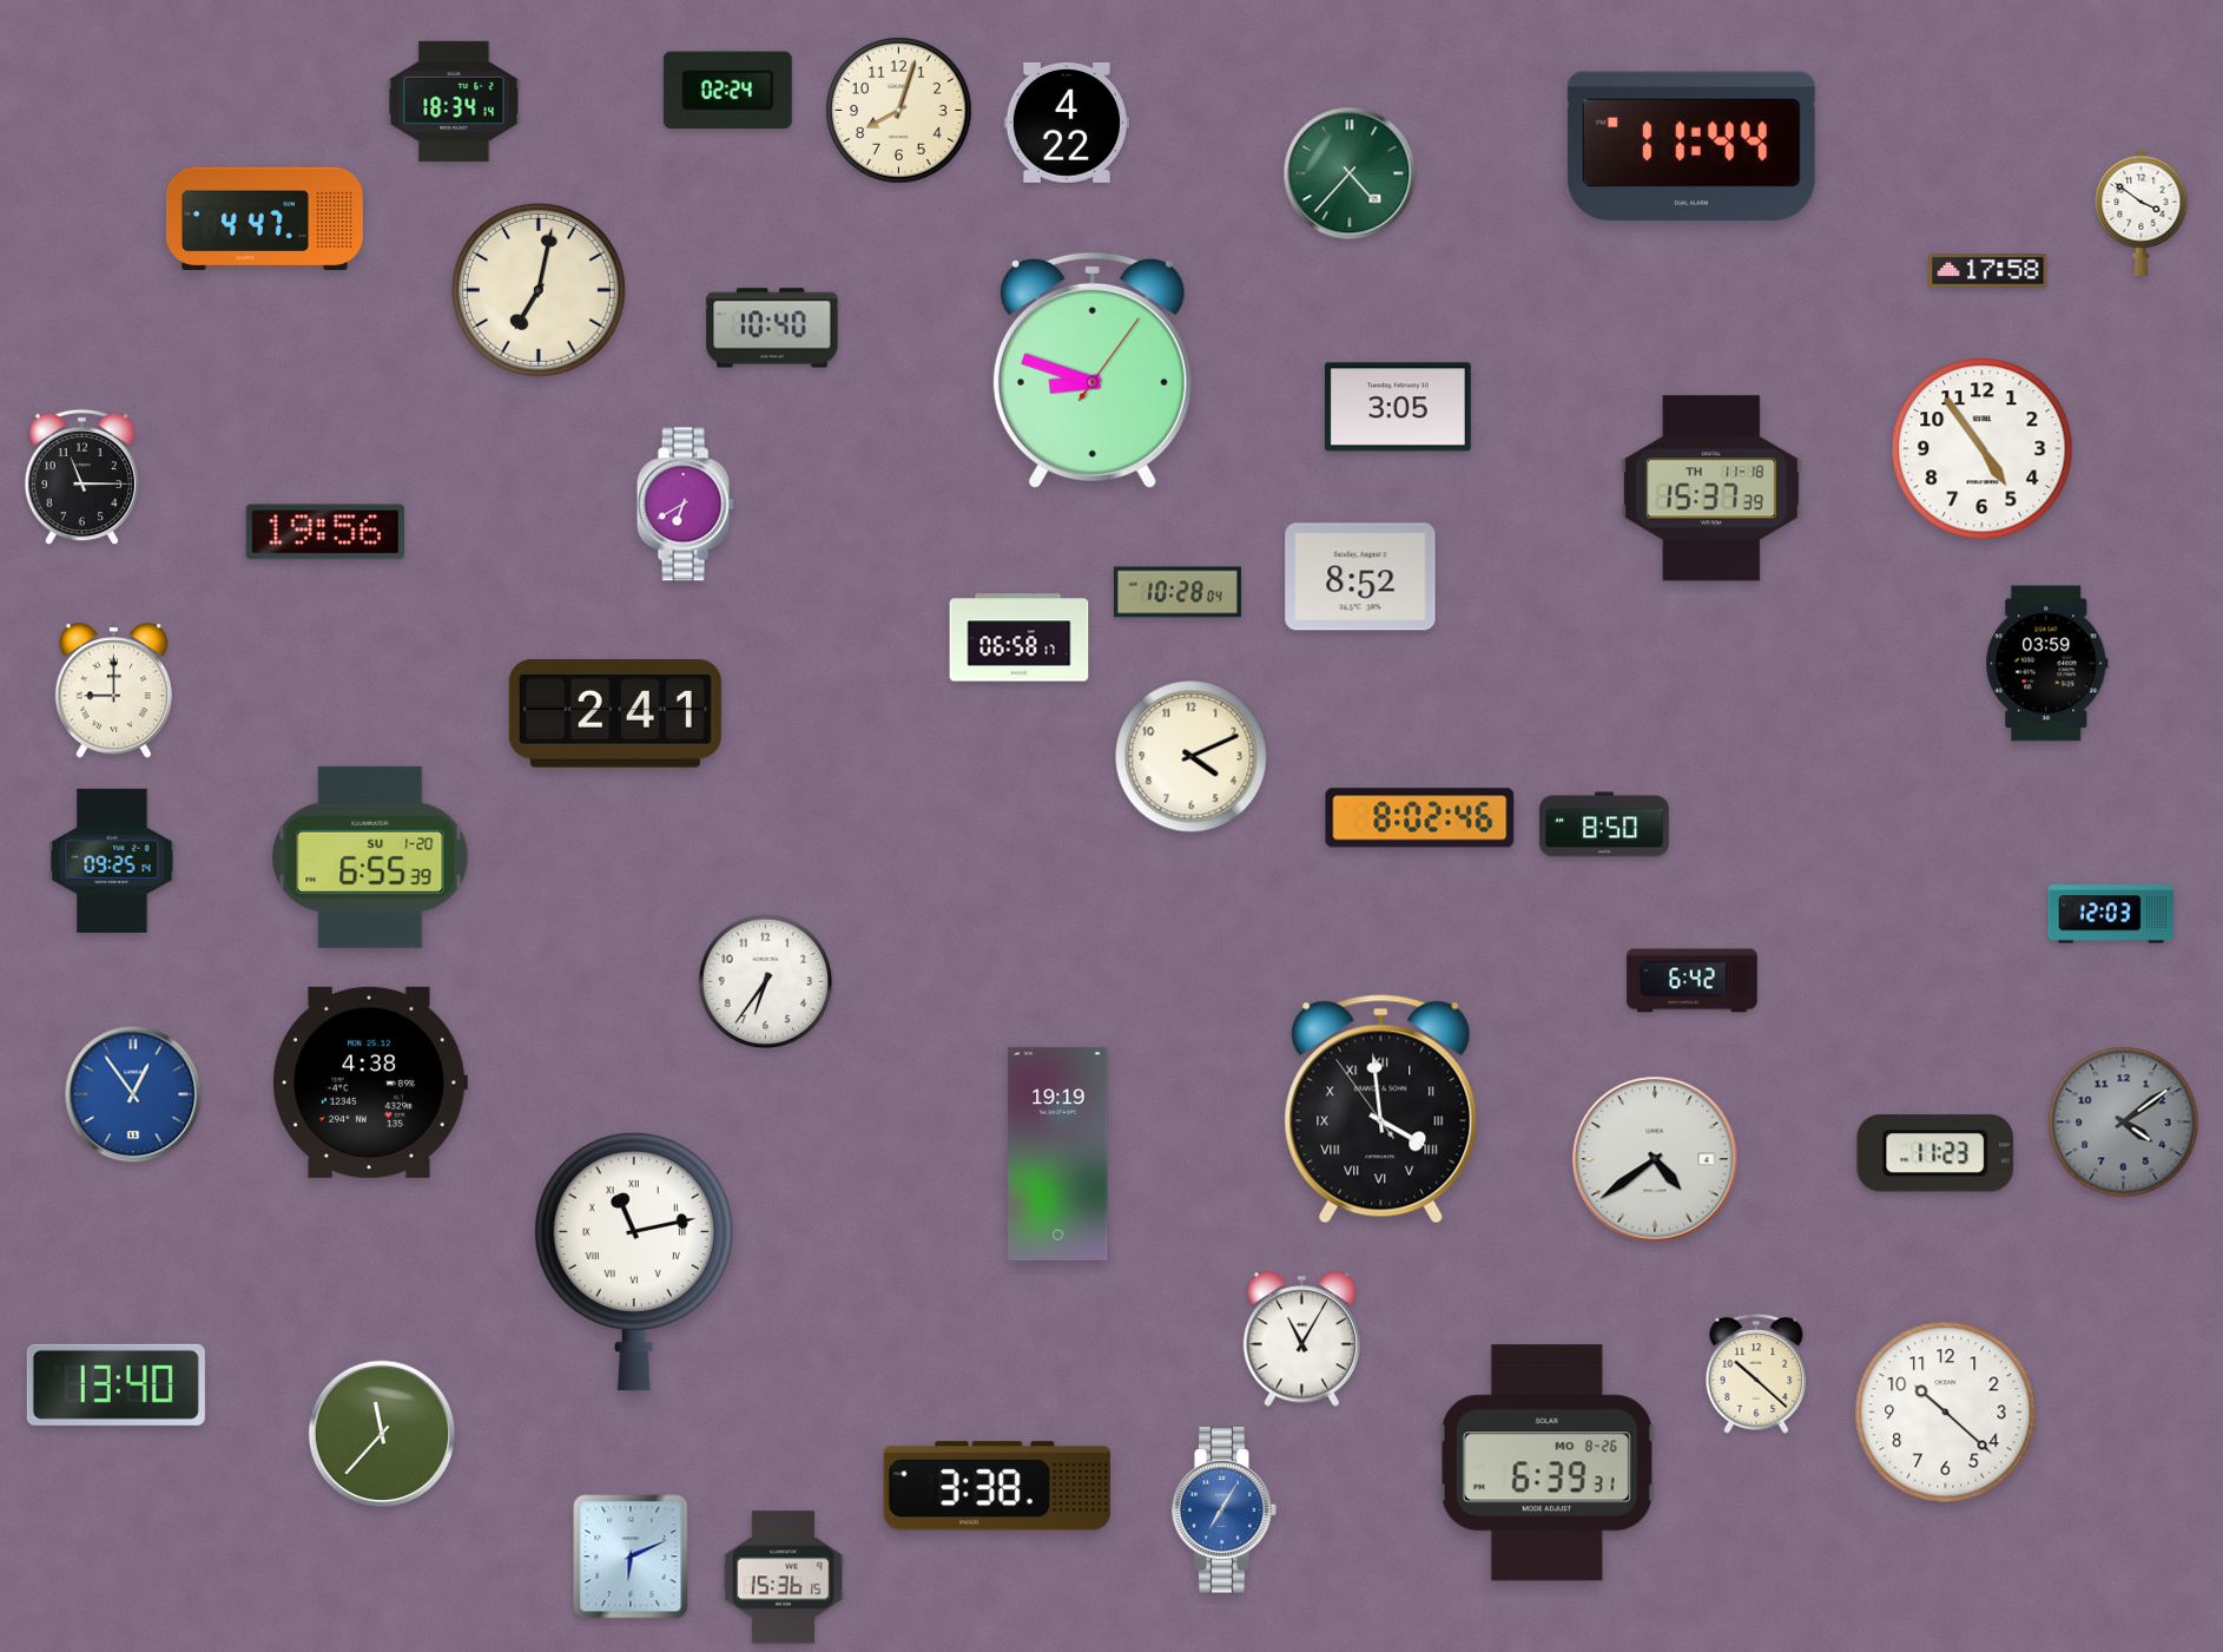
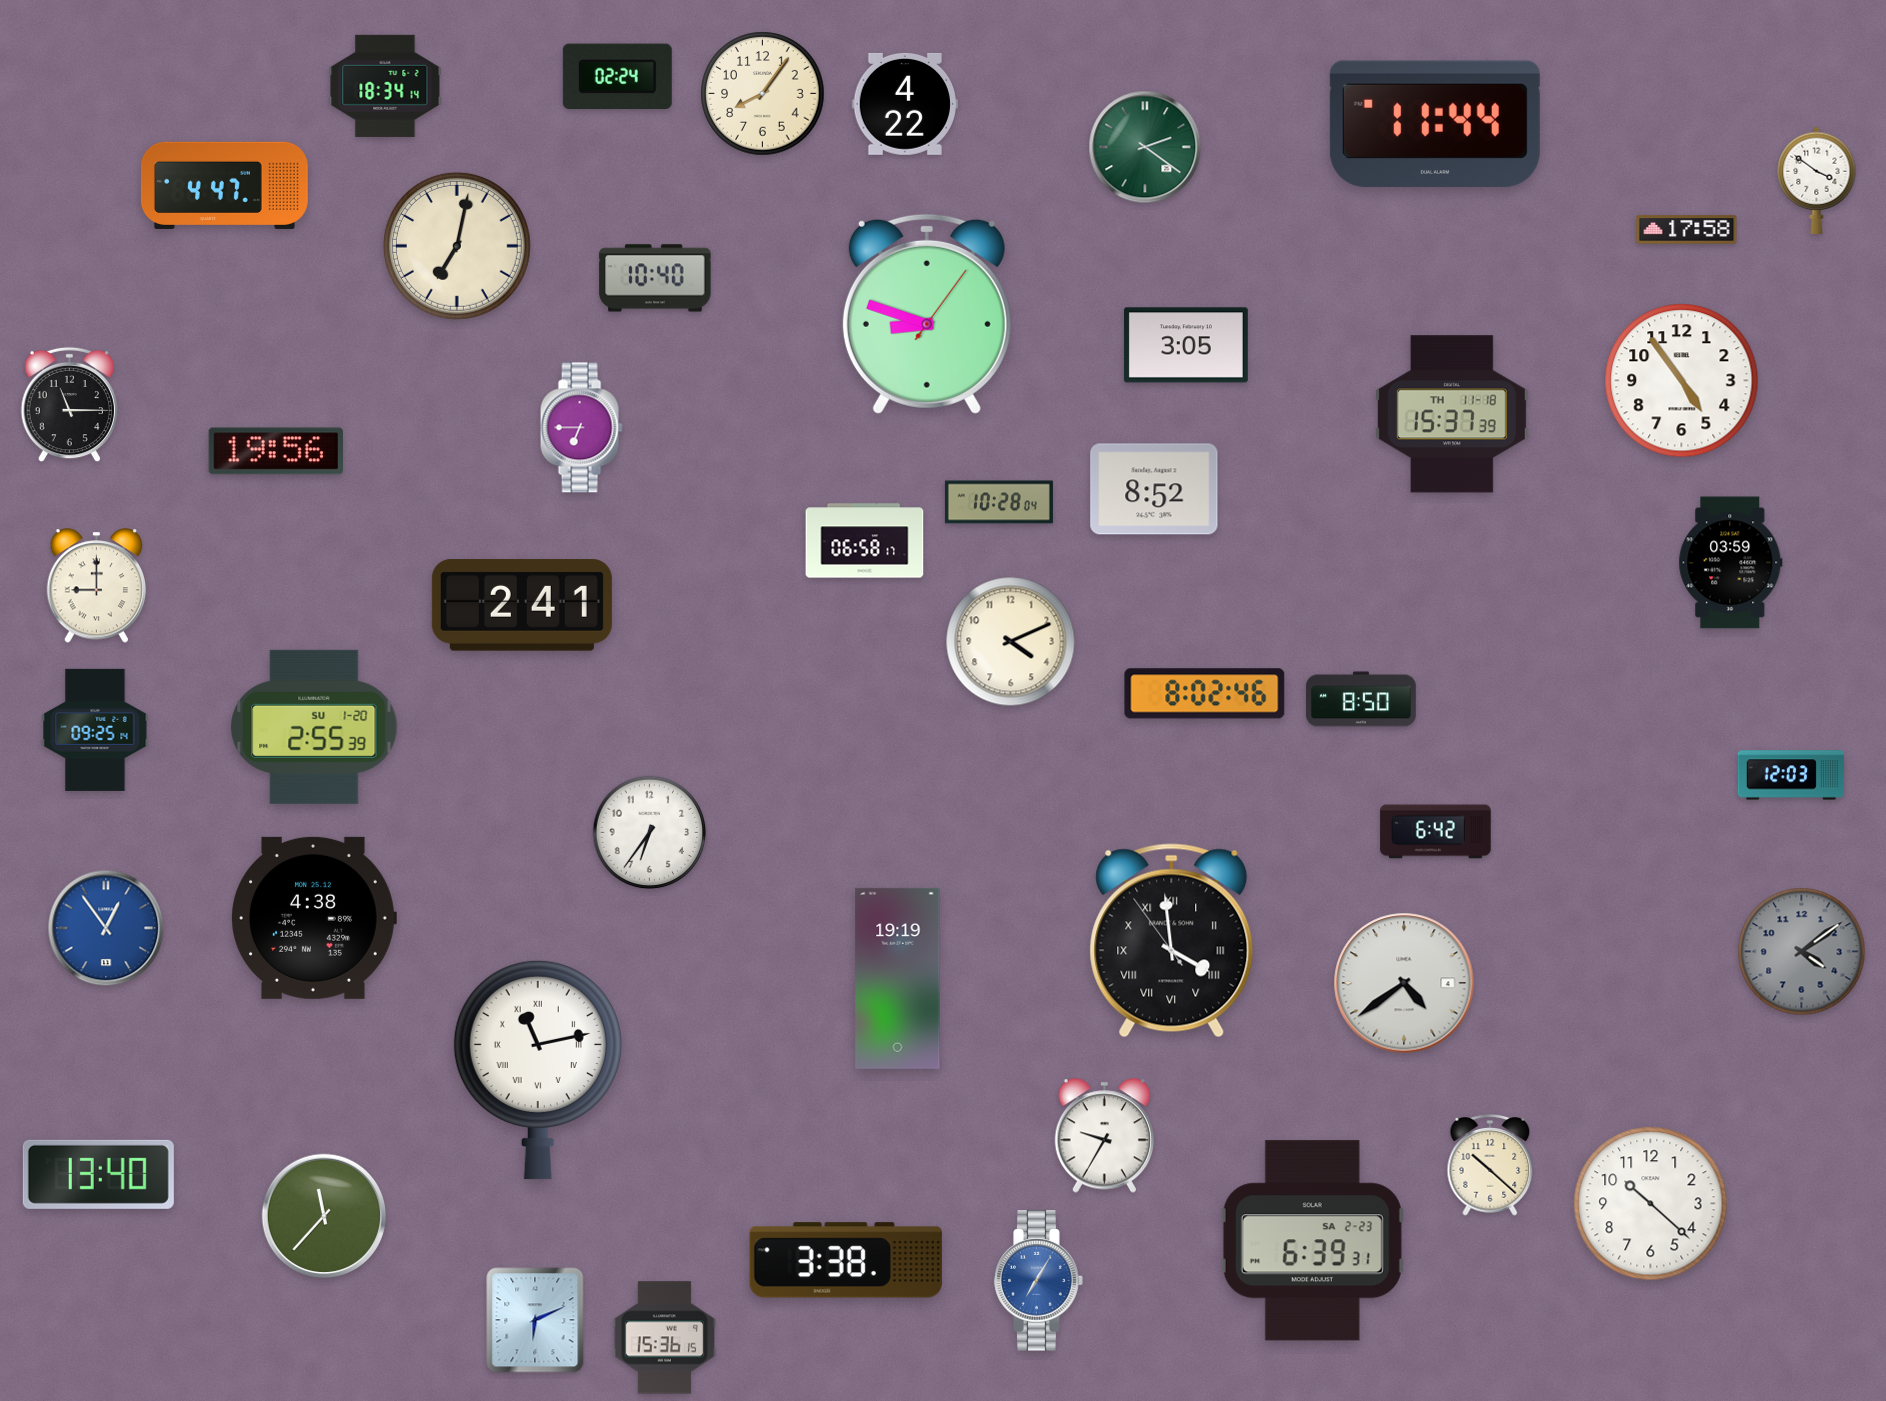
clock at (899, 111): 8:03 -> 8:06
clock at (1350, 173): 4:37 -> 2:21
clock at (685, 505): 6:40 -> 6:45
clock at (2047, 664) position: (2047, 664) -> (1731, 563)
clock at (370, 857): 6:55 -> 2:55
clock at (133, 1094) position: (133, 1094) -> (106, 928)
clock at (1935, 1153): 11:23 -> none
clock at (1302, 1340): 11:05 -> 9:35
clock at (1946, 1413) position: (1946, 1413) -> (1651, 1204)
clock at (1546, 1463) date: MO 8-26 -> SA 2-23
